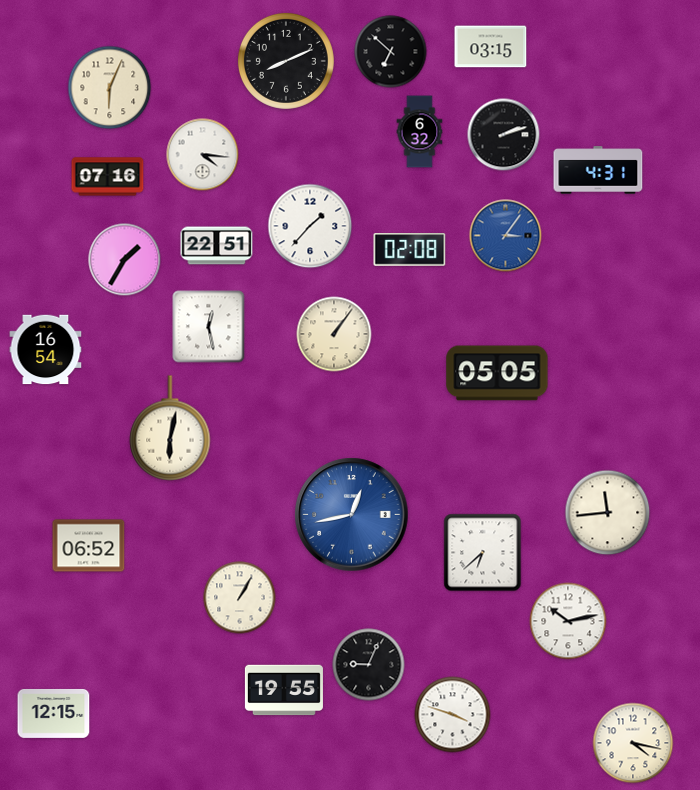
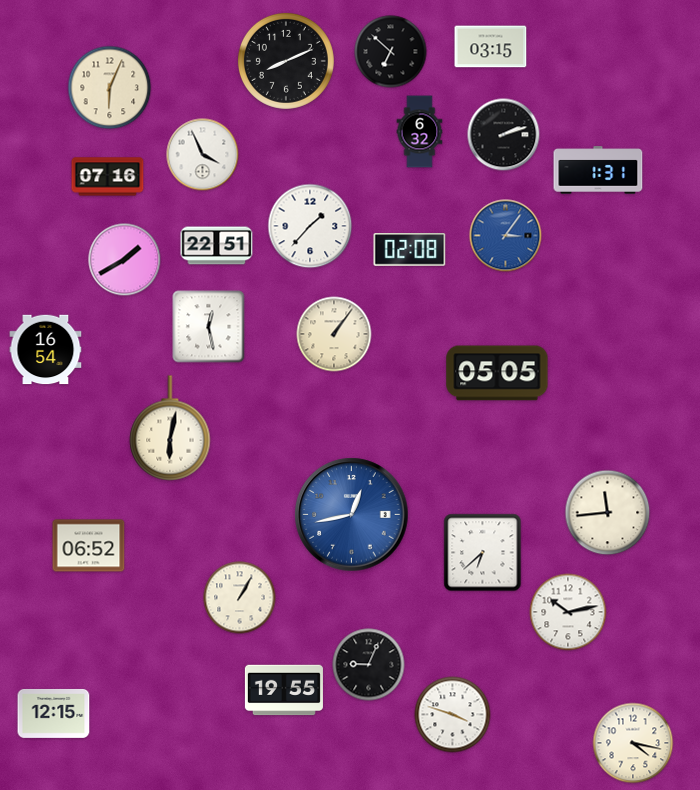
clock at (203, 155): 4:16 -> 3:56
clock at (598, 170): 4:31 -> 1:31
clock at (125, 260): 1:35 -> 1:40
clock at (568, 621) position: (568, 621) -> (568, 612)
